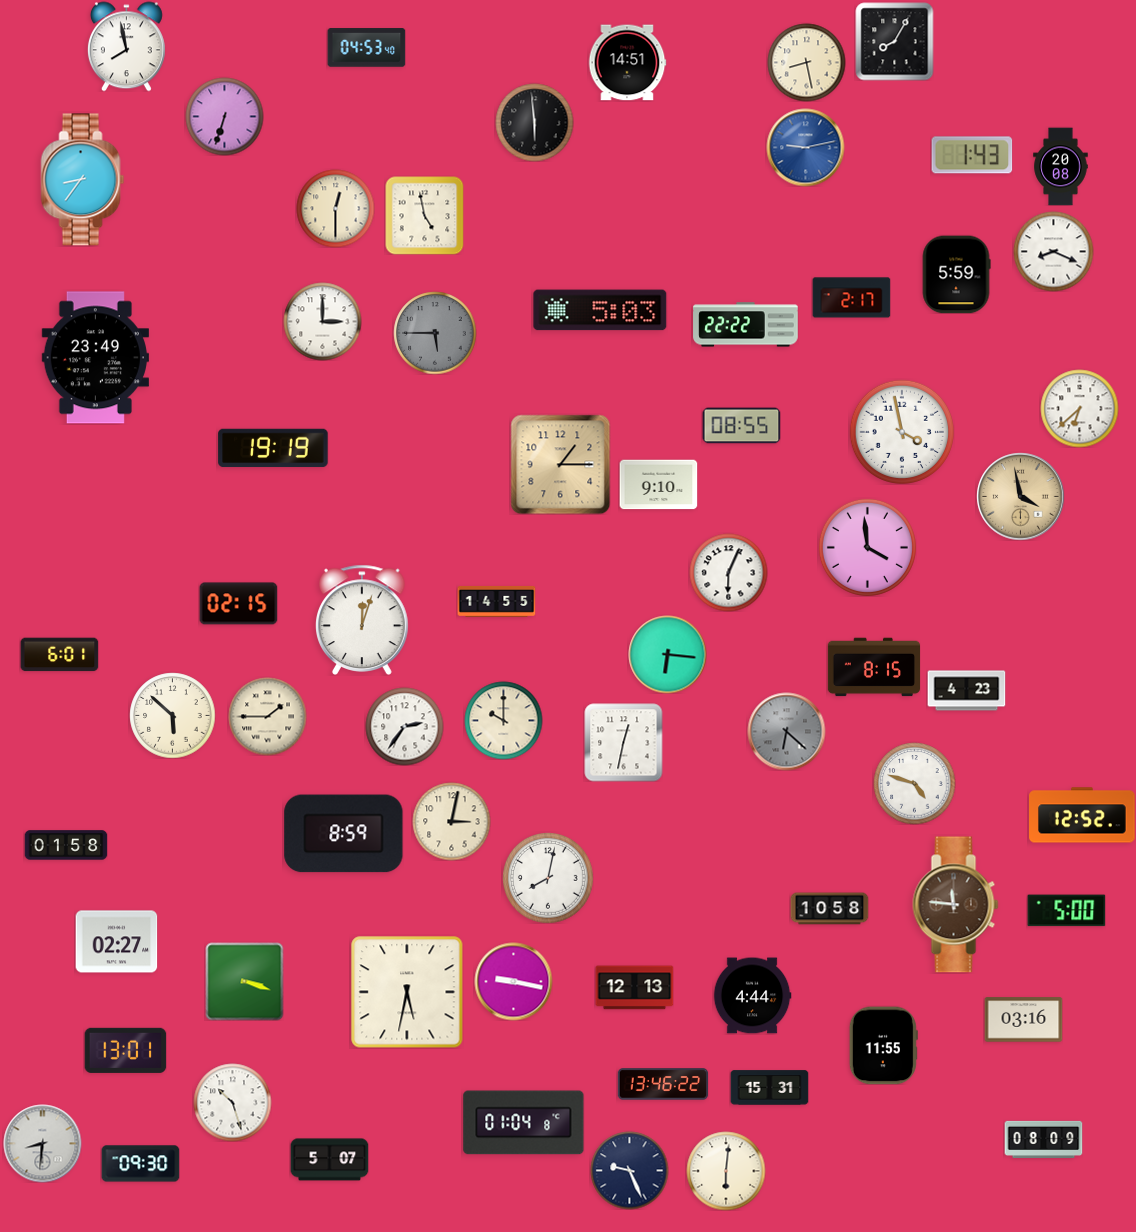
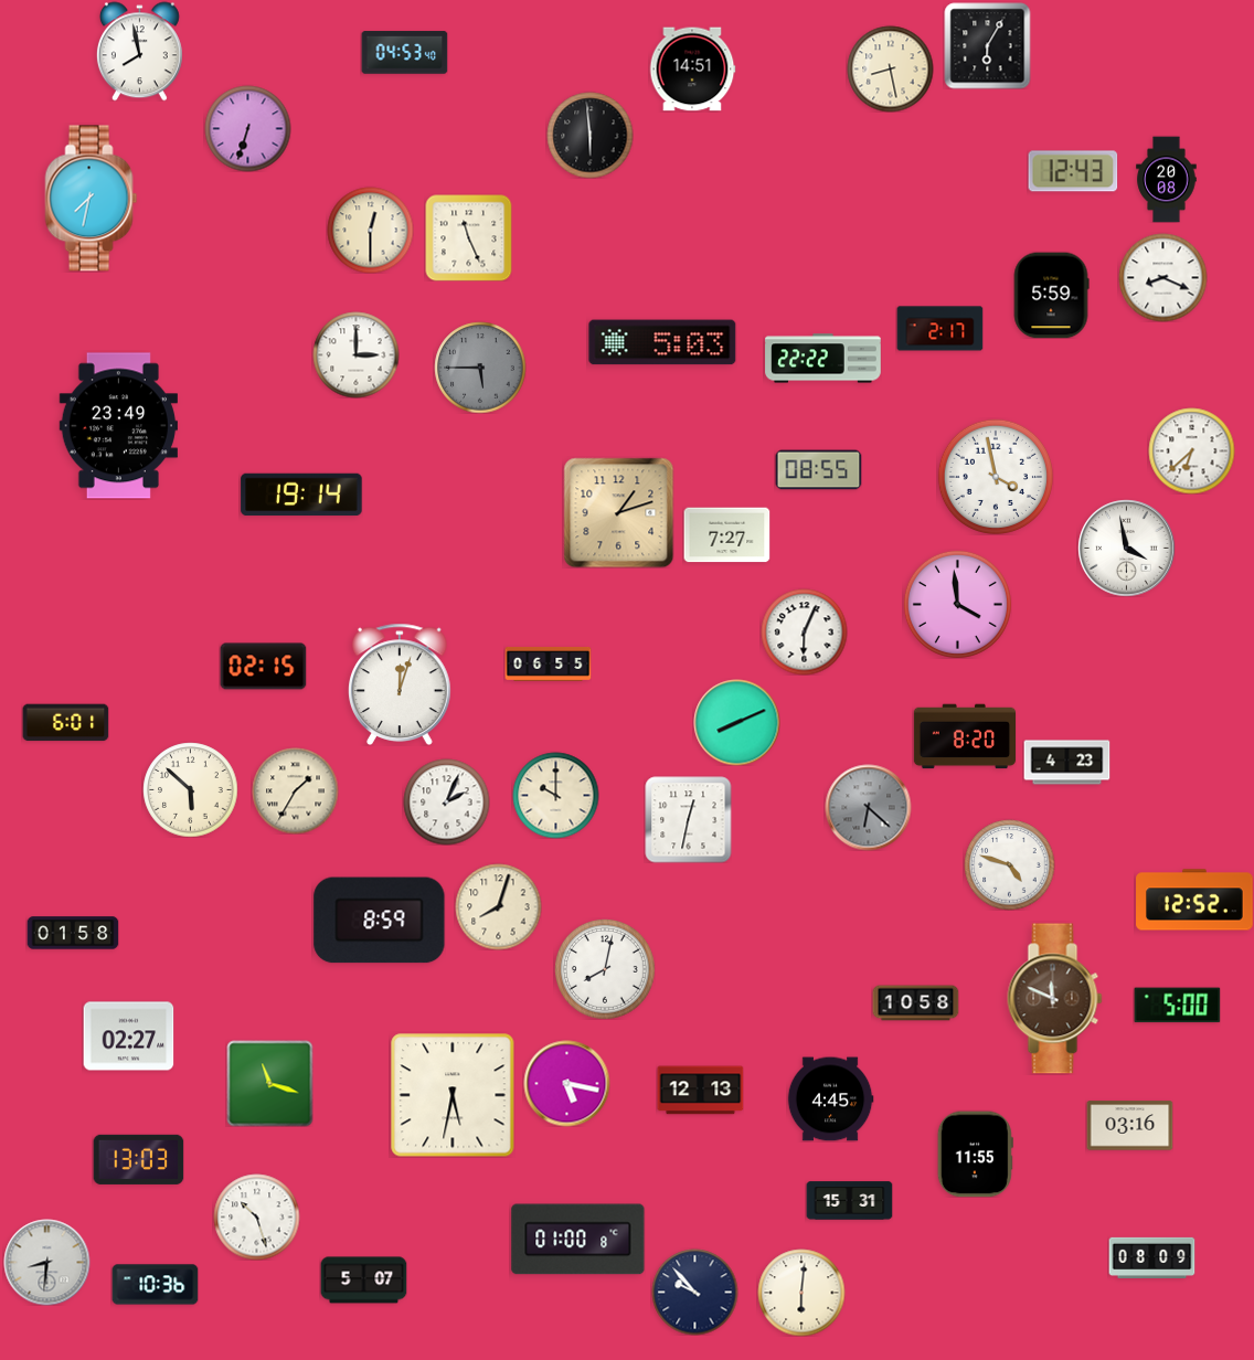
clock at (894, 41): 8:05 -> 6:05
clock at (805, 147): 9:13 -> none
clock at (972, 155): 1:43 -> 12:43
clock at (1061, 166) position: (1061, 166) -> (1167, 179)
clock at (83, 180): 8:36 -> 7:32
clock at (424, 215): 4:58 -> 11:26
clock at (956, 274) position: (956, 274) -> (1051, 295)
clock at (95, 358) position: (95, 358) -> (118, 426)
clock at (273, 448): 19:19 -> 19:14
clock at (560, 464): 1:15 -> 1:12
clock at (658, 485): 9:10 -> 7:27
clock at (1020, 496) dial: champagne -> white
clock at (496, 602): 14:55 -> 06:55
clock at (667, 654): 6:16 -> 8:11
clock at (873, 667): 8:15 -> 8:20
clock at (267, 716): 1:45 -> 1:35
clock at (404, 726): 2:36 -> 2:04
clock at (451, 821): 3:02 -> 8:03
clock at (956, 905): 11:46 -> 11:49
clock at (116, 942) position: (116, 942) -> (128, 1037)
clock at (244, 981): 3:18 -> 11:18
clock at (513, 981): 9:17 -> 5:17
clock at (407, 992) position: (407, 992) -> (453, 1095)
clock at (752, 996): 4:44 -> 4:45
clock at (125, 1050): 13:01 -> 13:03
clock at (663, 1084): 13:46 -> none
clock at (524, 1123): 01:04 -> 01:00
clock at (140, 1164): 09:30 -> 10:36
clock at (629, 1170): 9:26 -> 9:53
